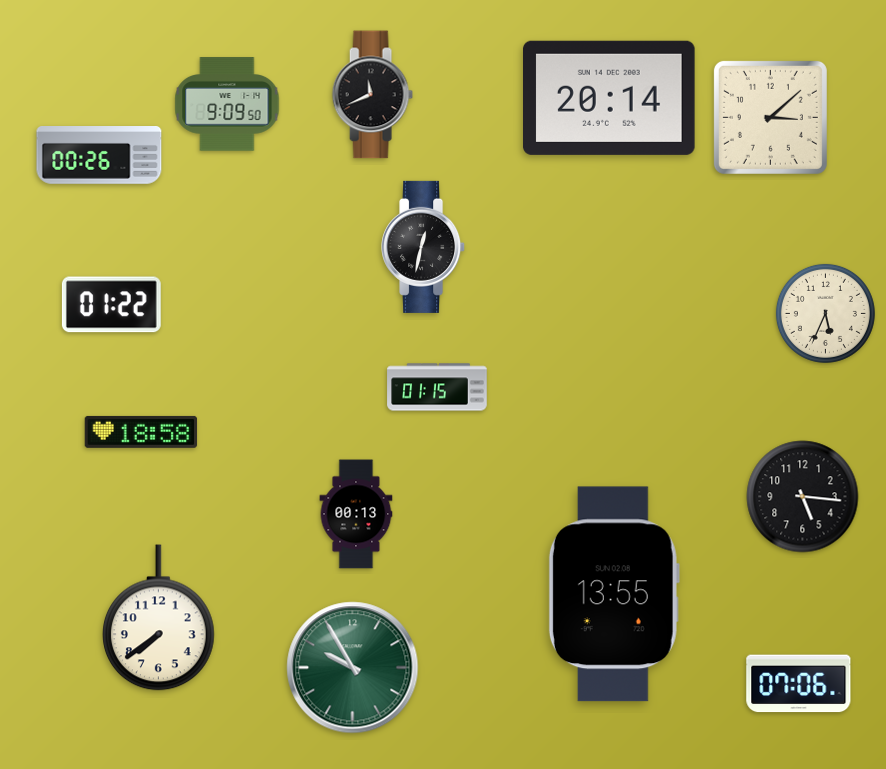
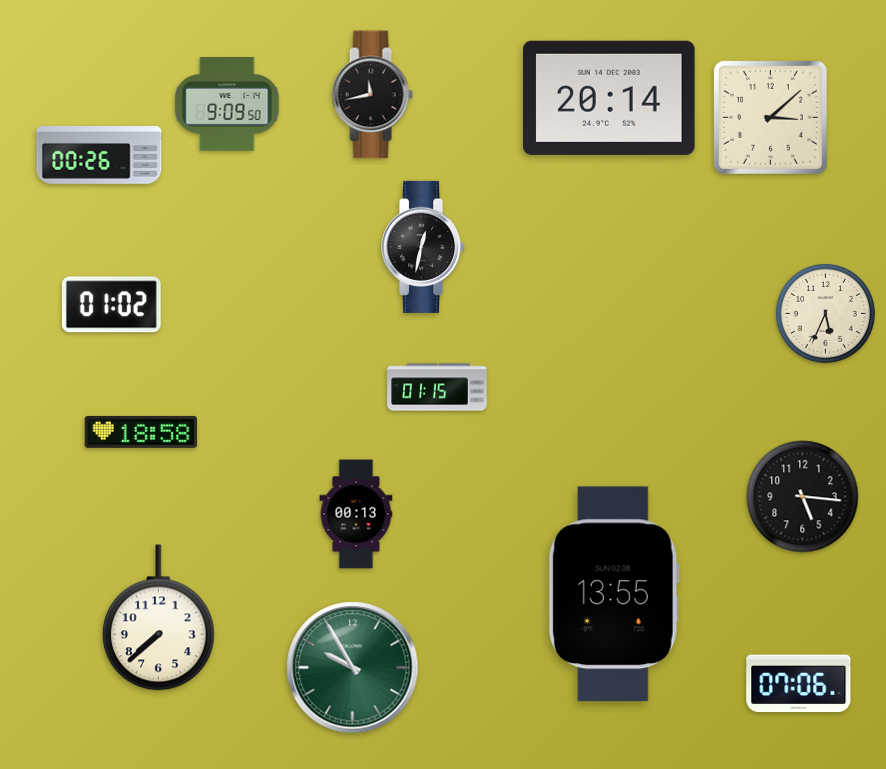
clock at (372, 95): 11:41 -> 11:43
clock at (111, 305): 01:22 -> 01:02
clock at (159, 618): 7:39 -> 7:38
